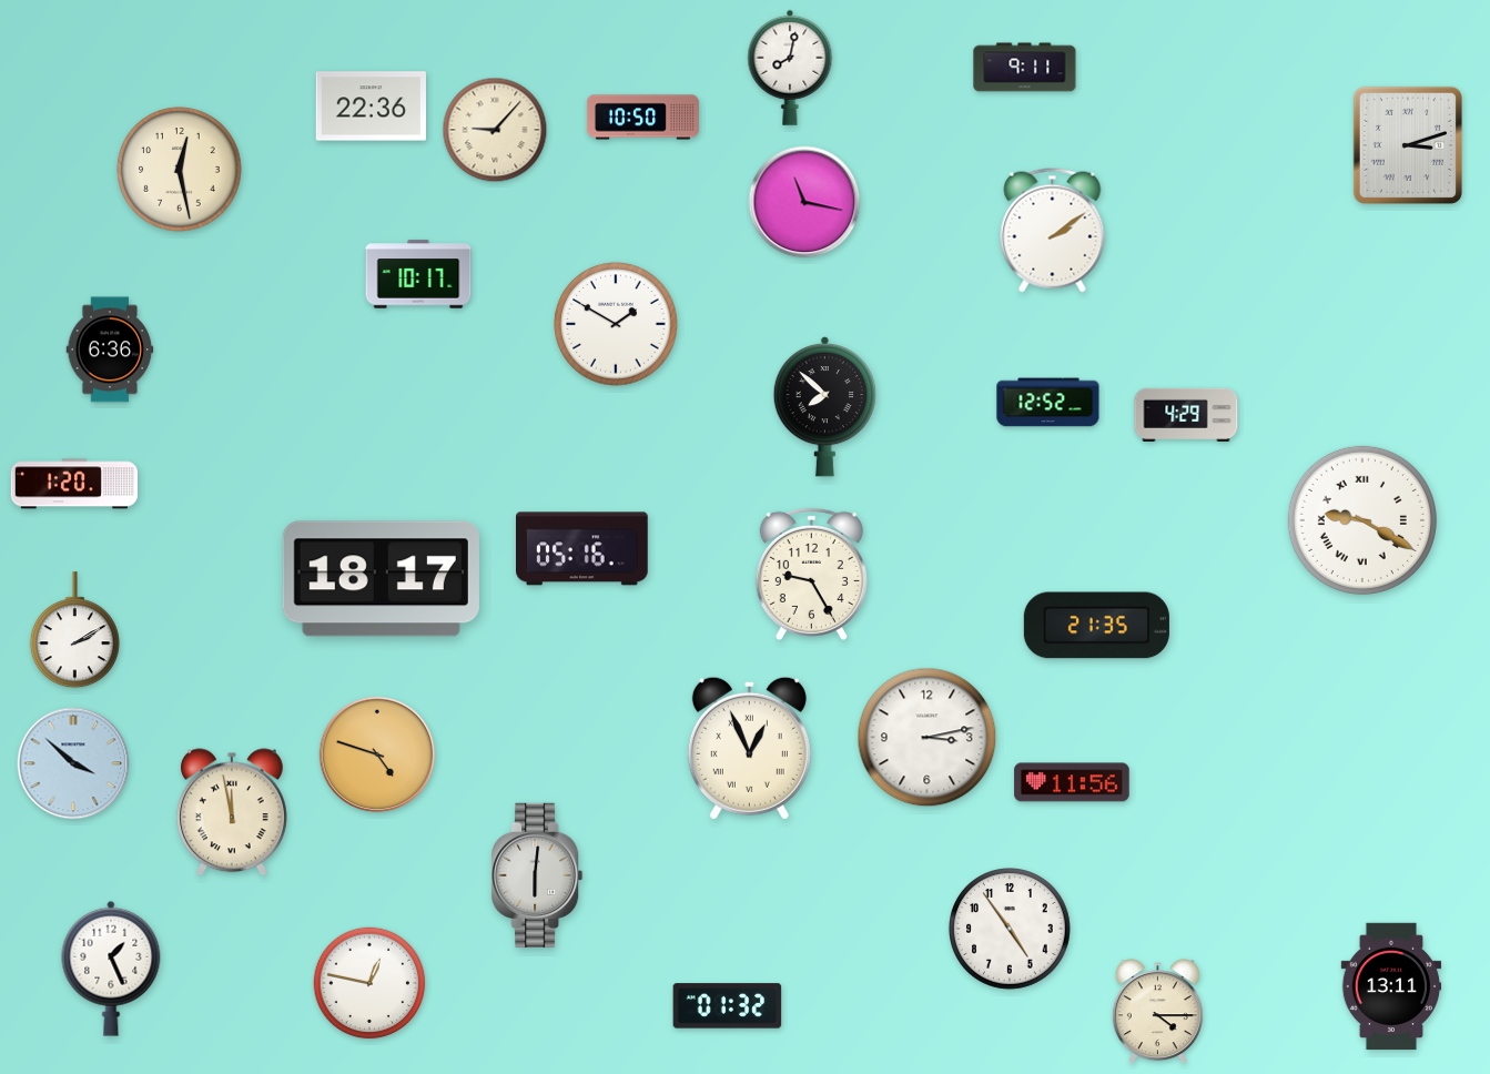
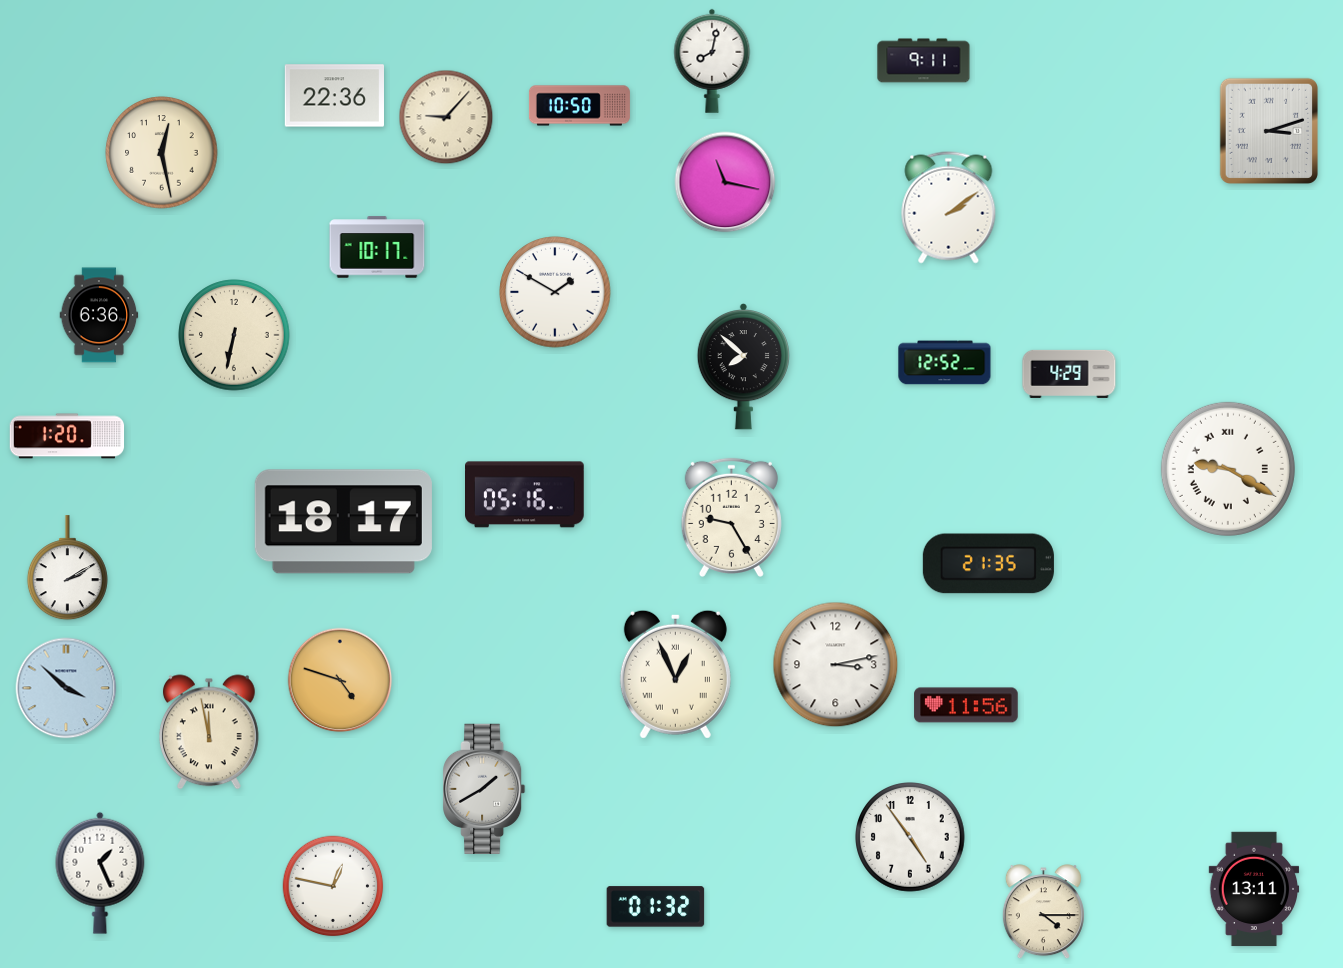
clock at (234, 335): none -> 6:32
clock at (537, 874): 6:01 -> 1:40
